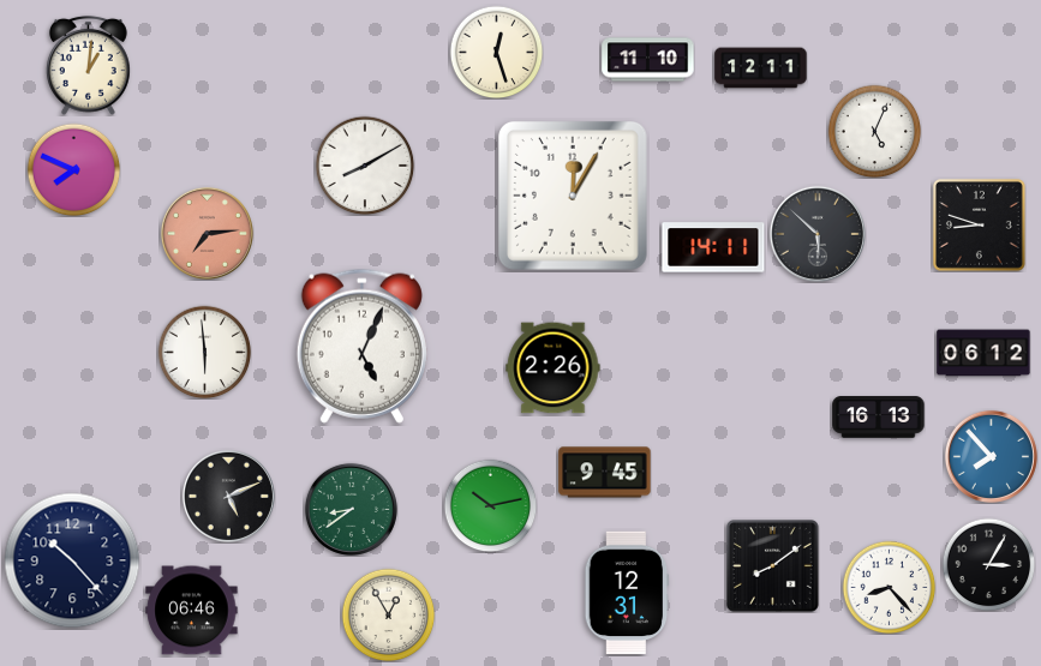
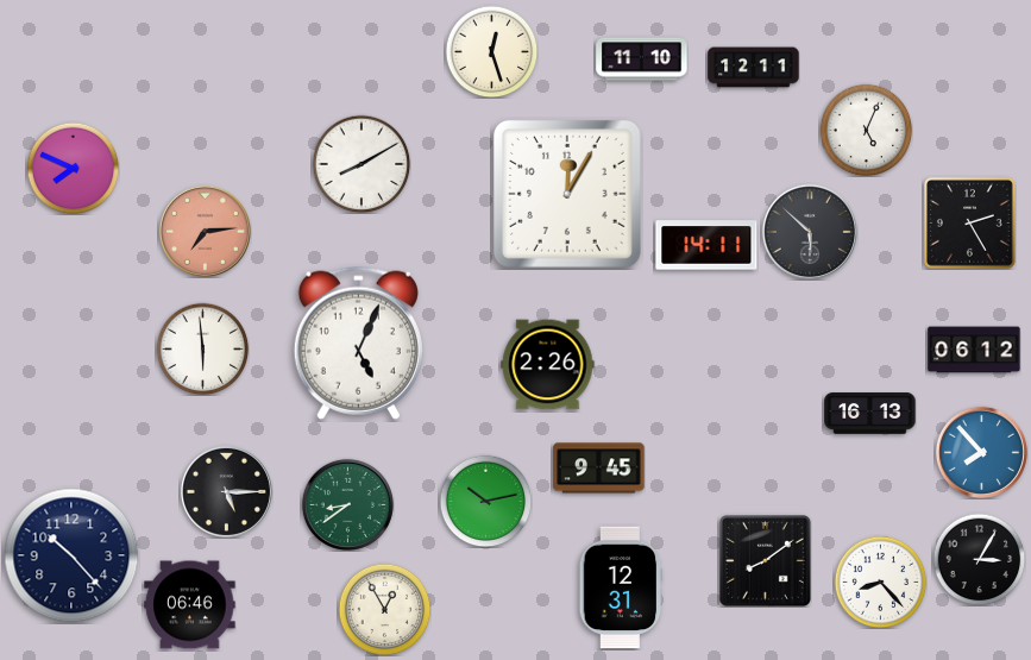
clock at (88, 65): 1:01 -> none
clock at (980, 226): 8:48 -> 2:25
clock at (228, 496): 5:11 -> 5:15
